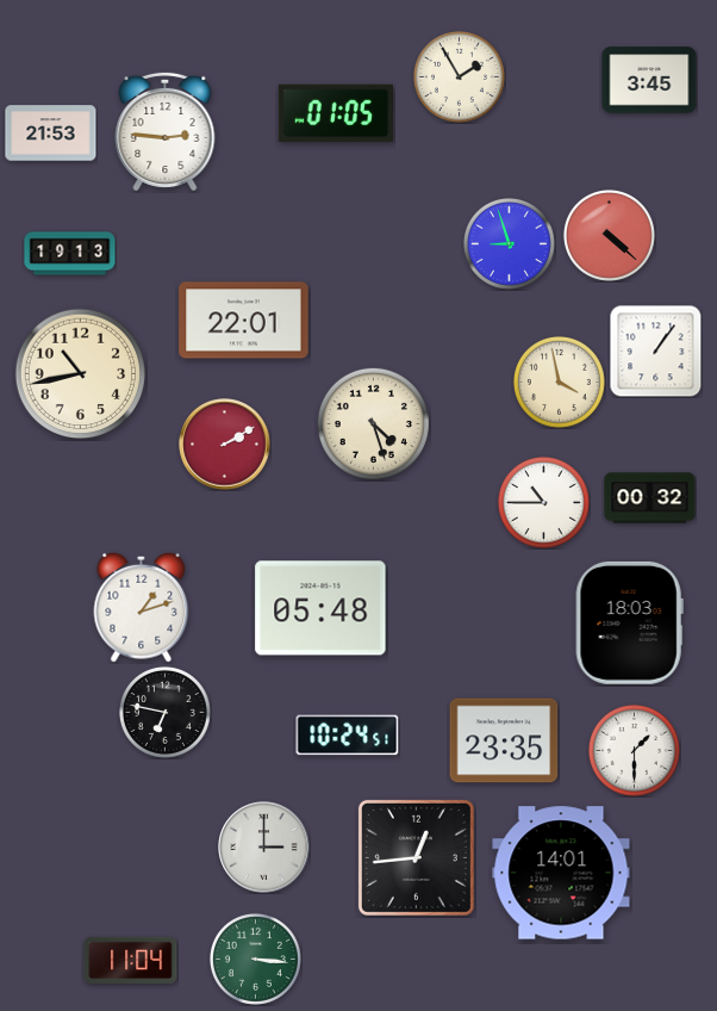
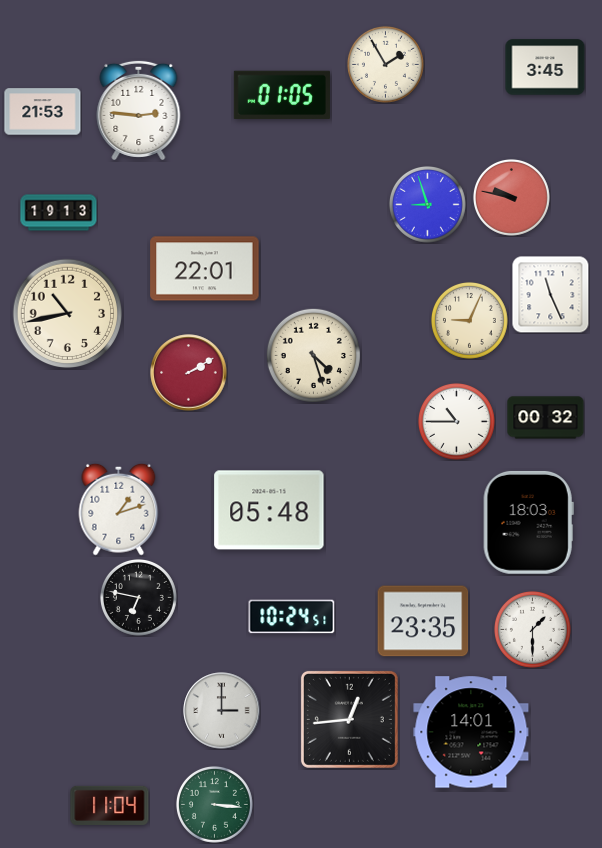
clock at (609, 235): 4:22 -> 9:47
clock at (655, 351): 1:06 -> 11:26
clock at (559, 382): 3:58 -> 9:04
